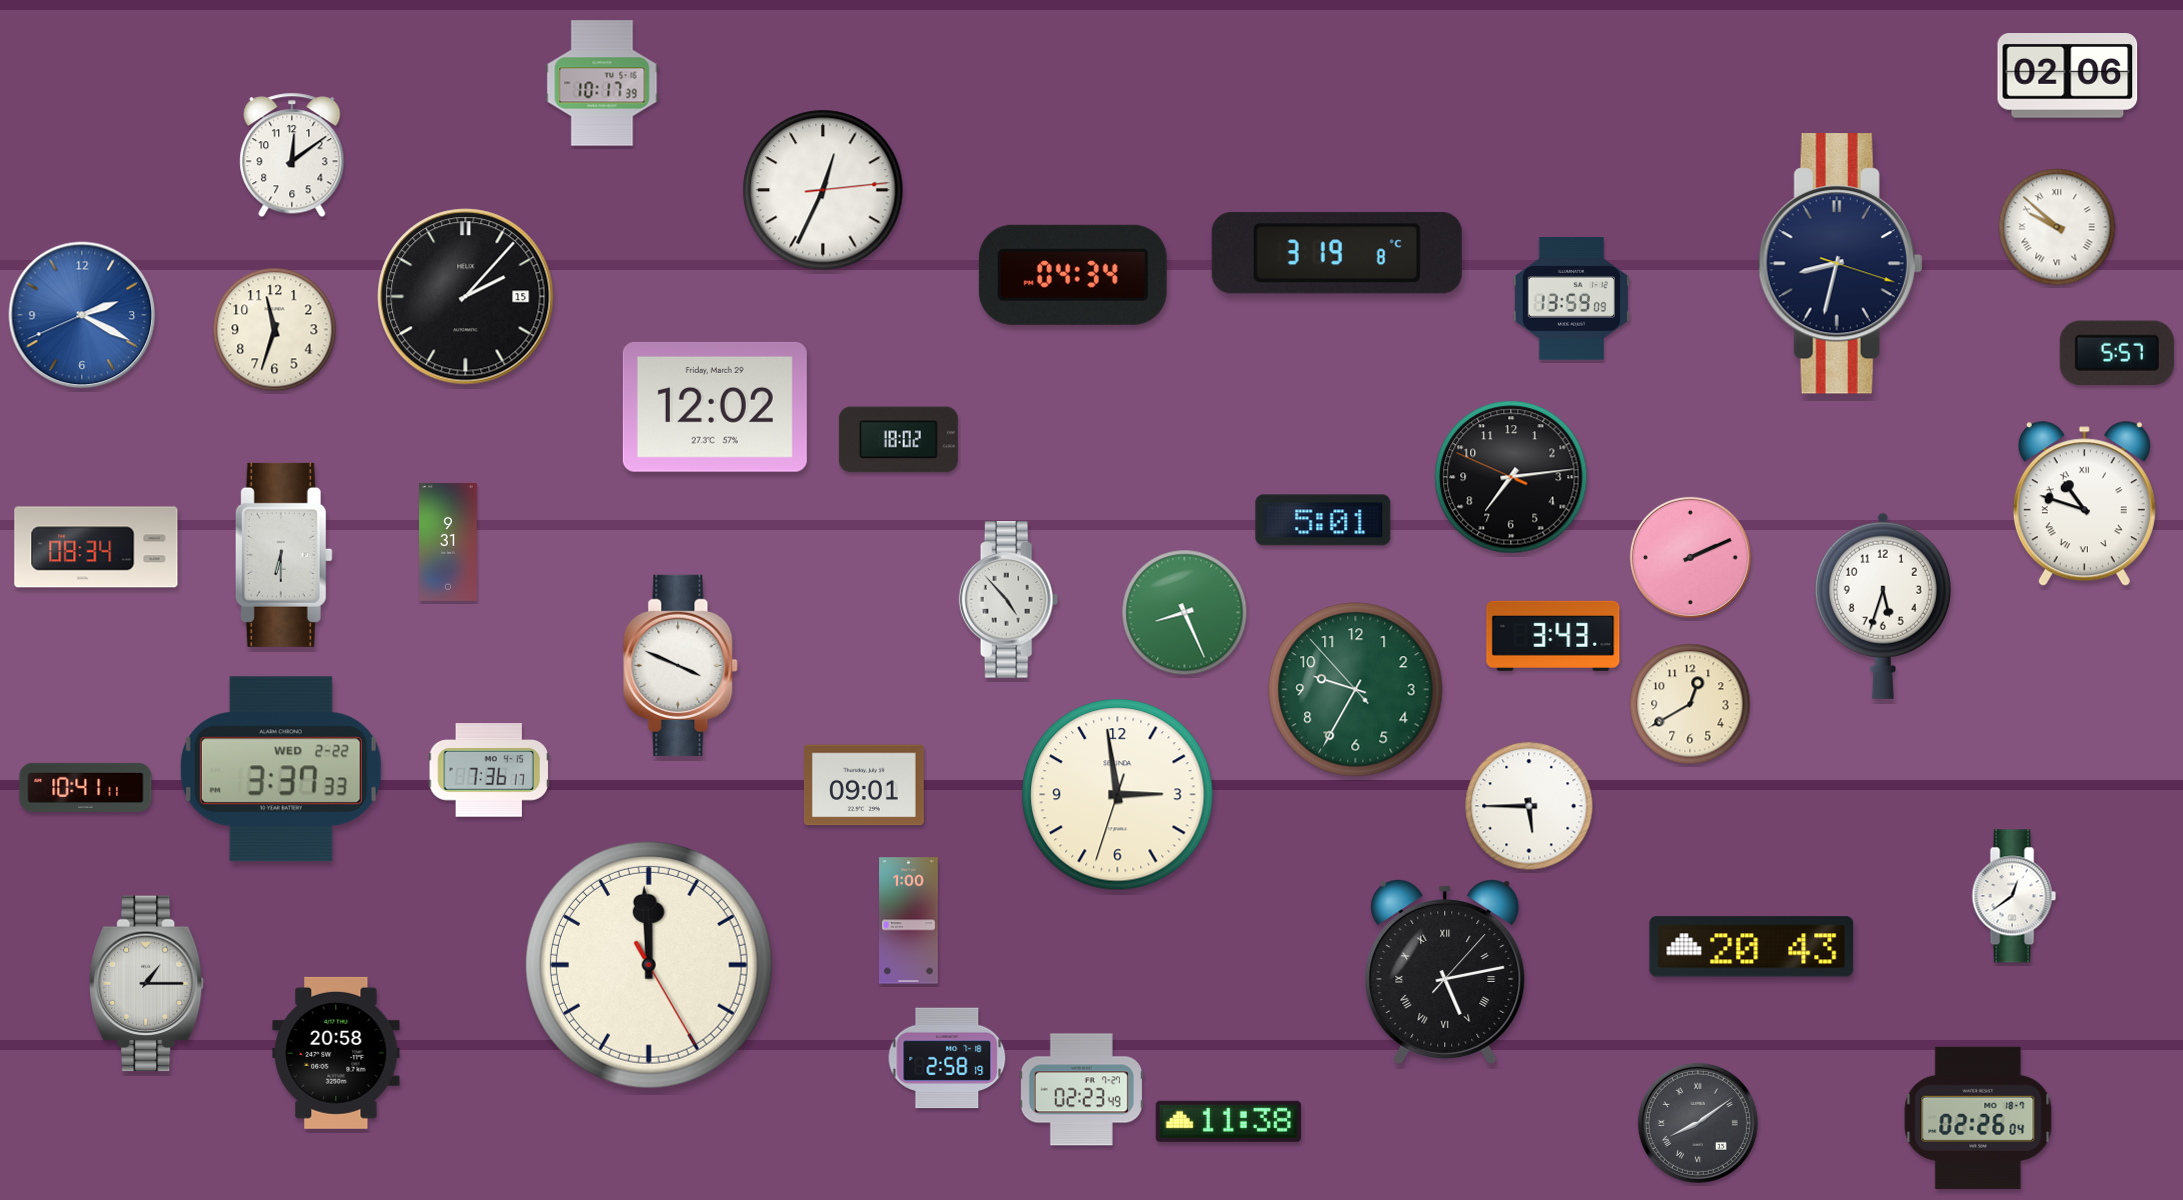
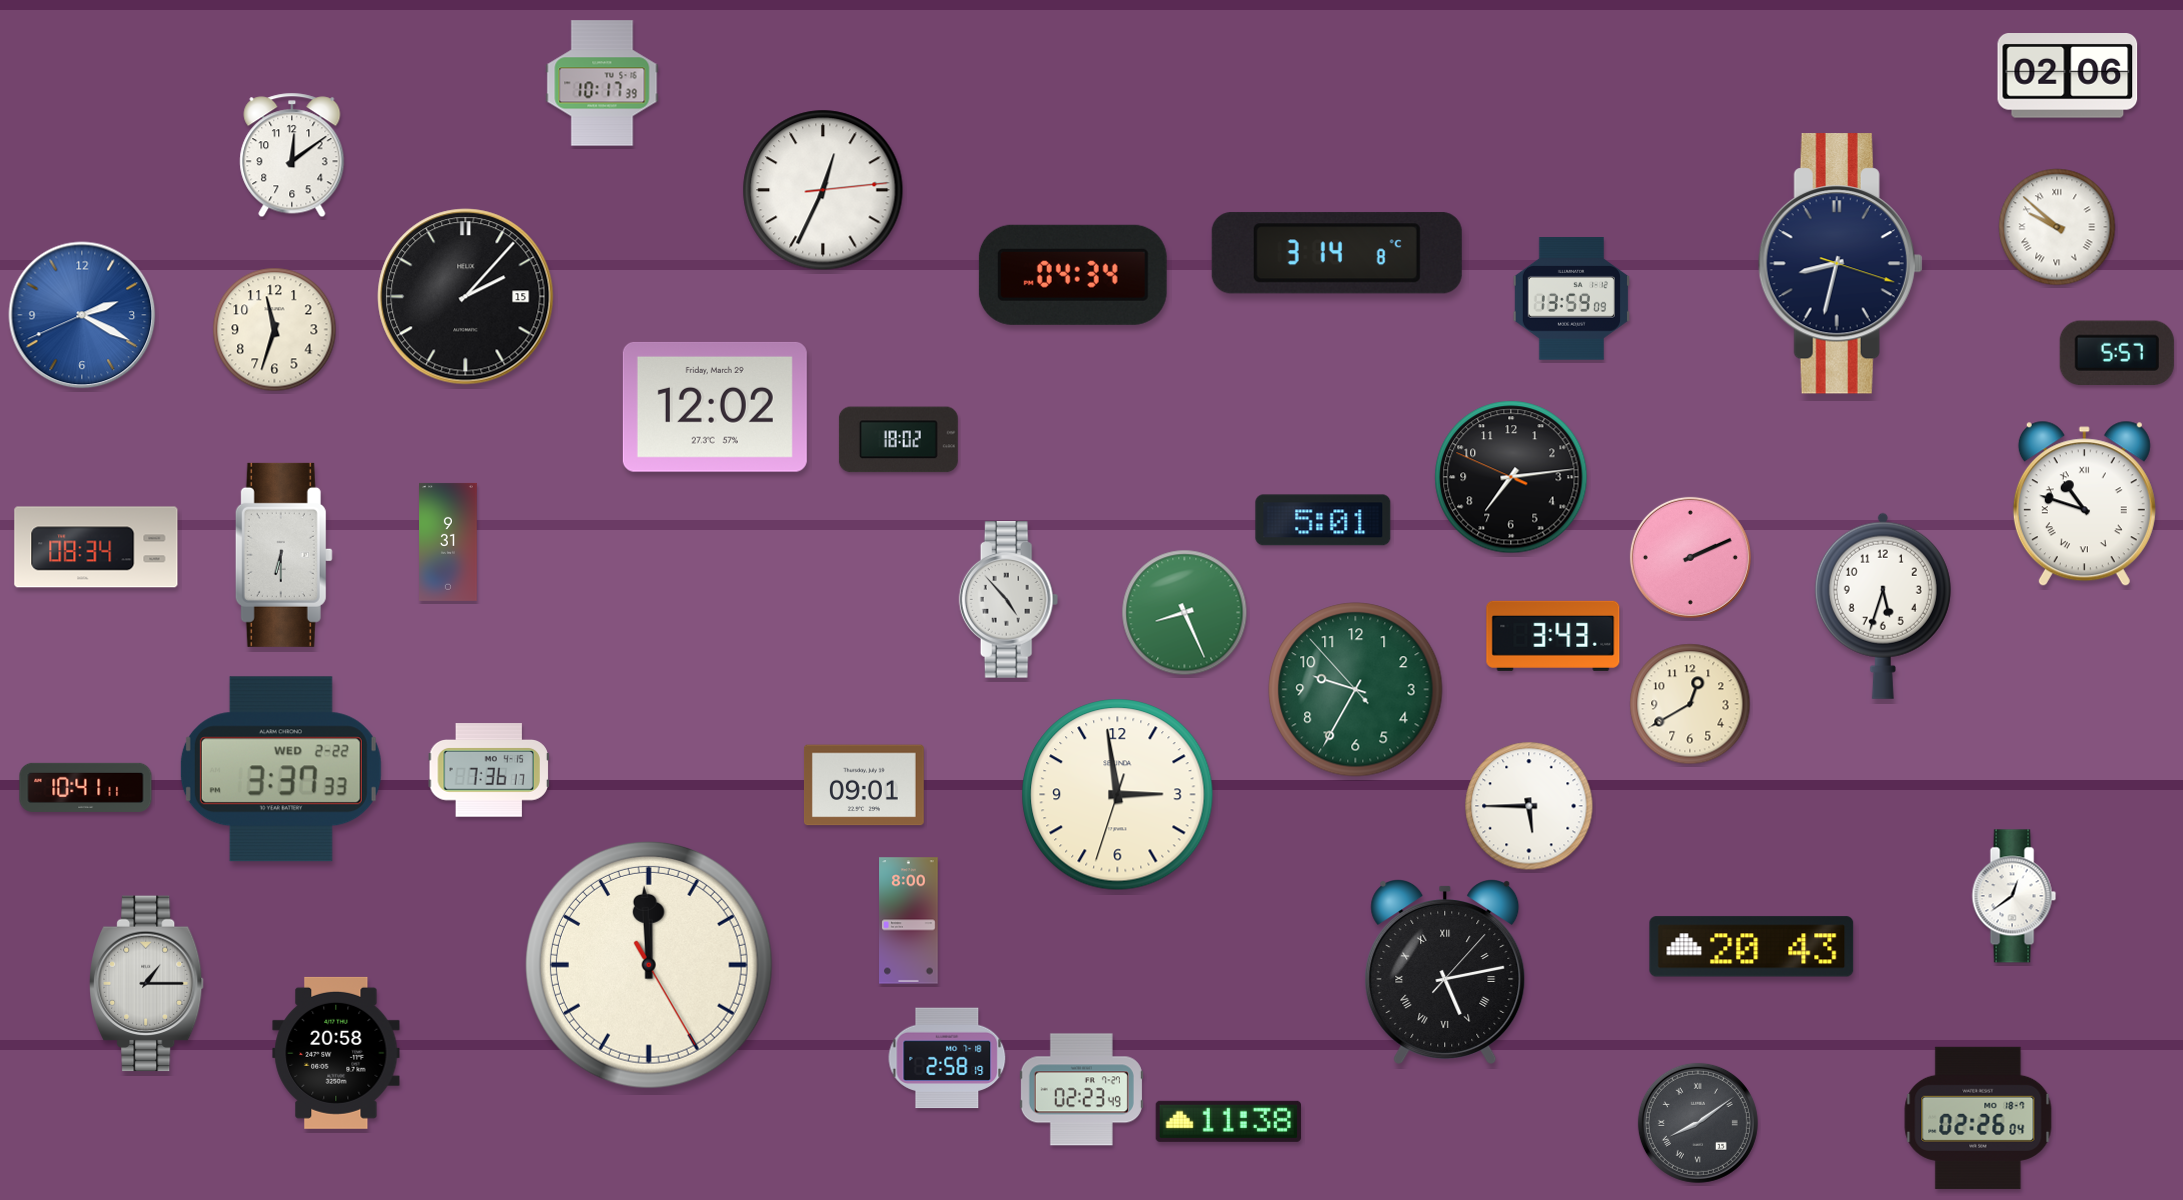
clock at (1337, 253): 3:19 -> 3:14
clock at (681, 665): 3:49 -> none
clock at (909, 921): 1:00 -> 8:00
